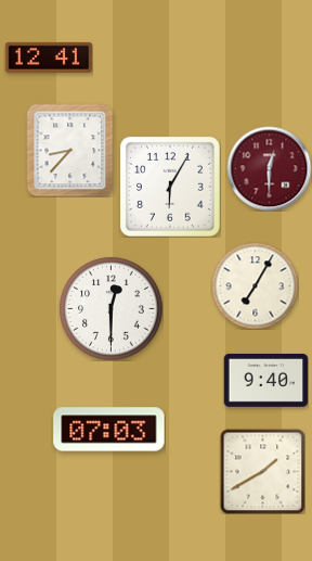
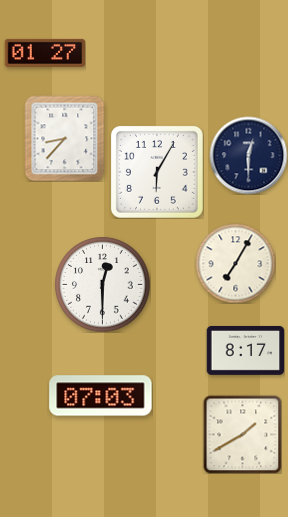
clock at (49, 58): 12:41 -> 01:27
clock at (269, 168) dial: burgundy -> navy
clock at (265, 380): 9:40 -> 8:17
